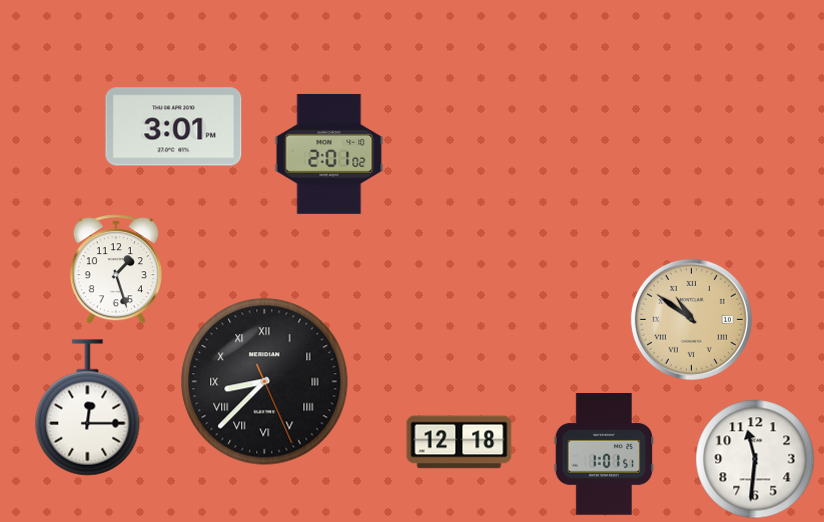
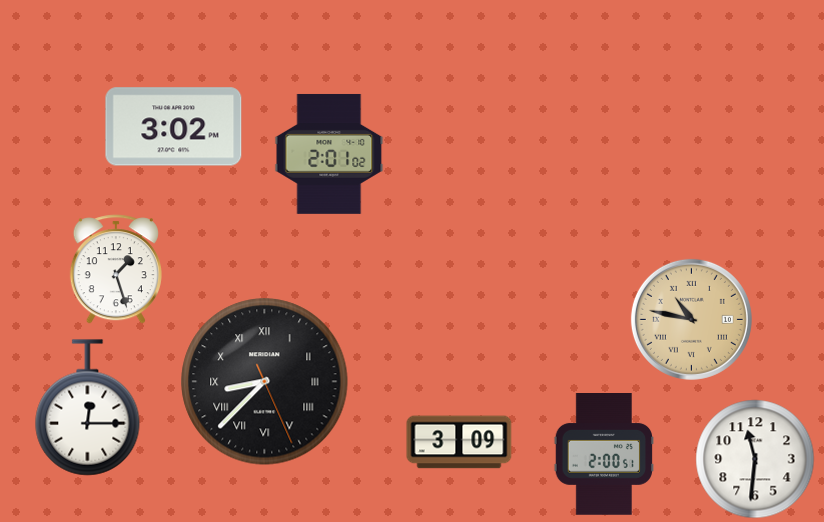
clock at (174, 127): 3:01 -> 3:02
clock at (691, 319): 10:51 -> 10:47
clock at (459, 442): 12:18 -> 3:09
clock at (603, 455): 1:01 -> 2:00
